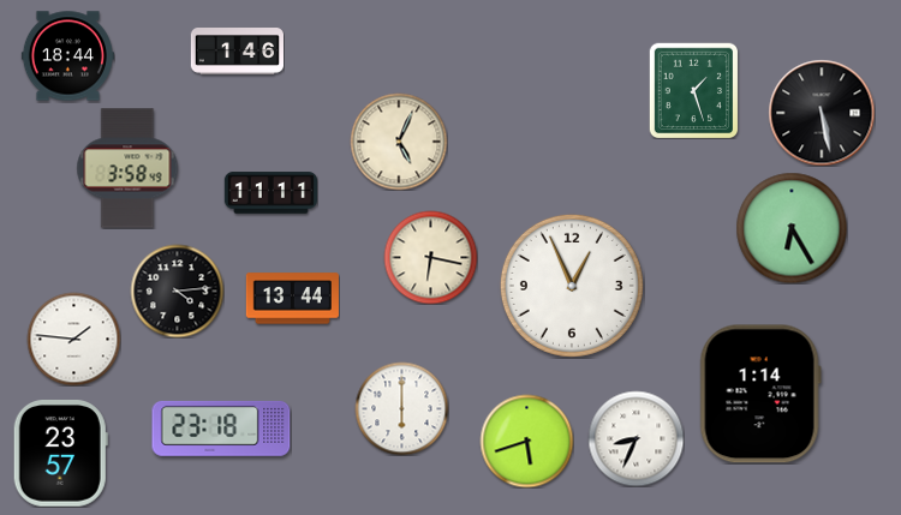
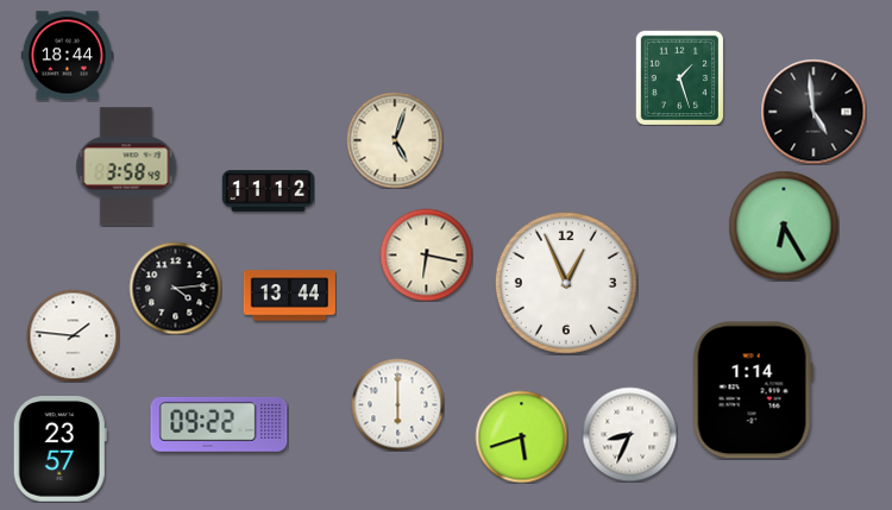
clock at (237, 52): 1:46 -> none
clock at (694, 90) position: (694, 90) -> (680, 77)
clock at (822, 113): 5:28 -> 4:59
clock at (399, 142): 5:04 -> 5:03
clock at (270, 193): 11:11 -> 11:12
clock at (221, 429): 23:18 -> 09:22
